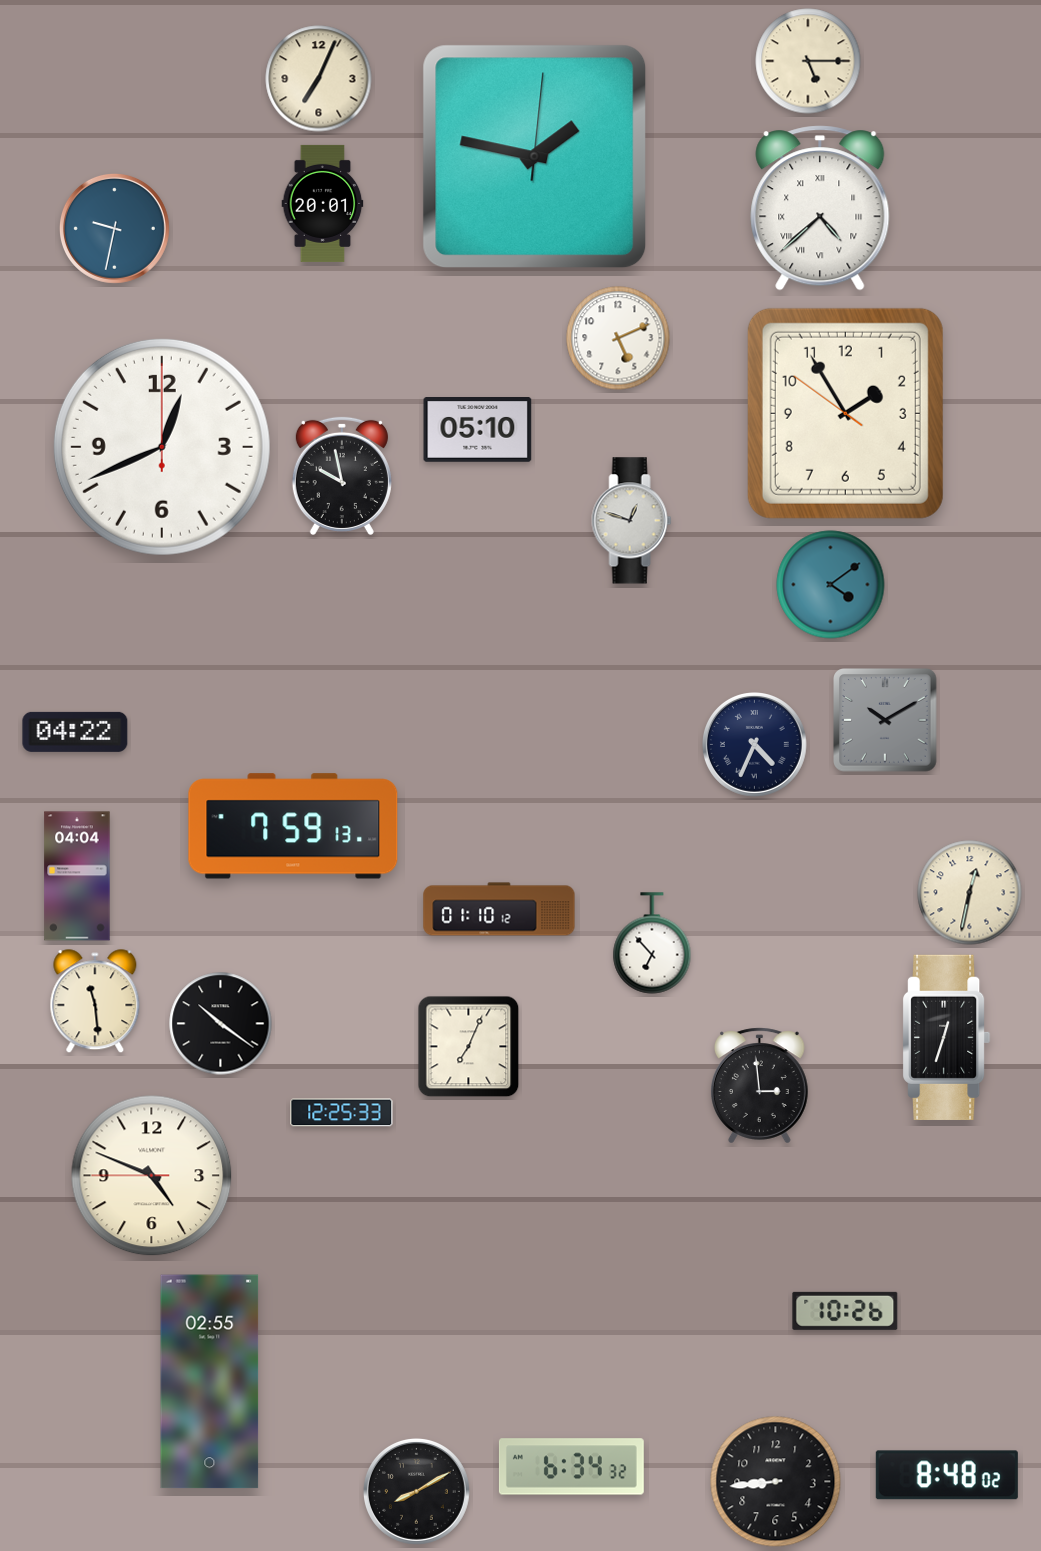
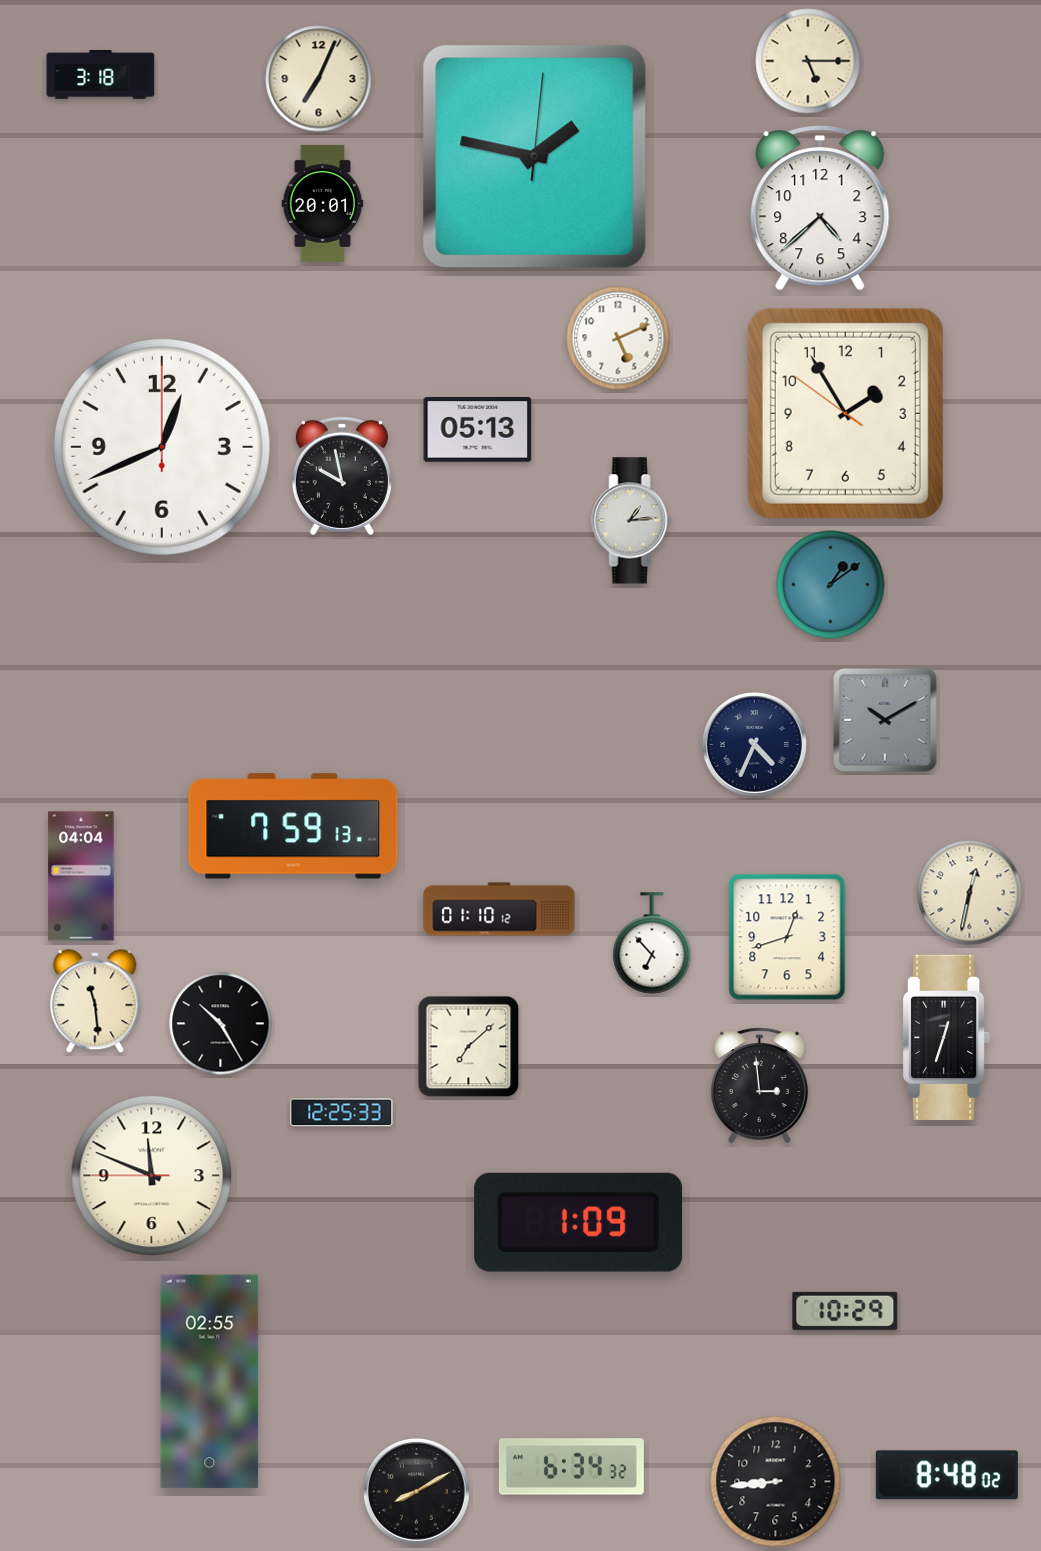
clock at (101, 75): none -> 3:18
clock at (820, 208) numerals: Roman -> Arabic
clock at (114, 228): 9:32 -> none
clock at (478, 430): 05:10 -> 05:13
clock at (632, 521): 12:48 -> 1:14
clock at (831, 585): 4:09 -> 1:09
clock at (75, 732): 04:22 -> none
clock at (77, 876) position: (77, 876) -> (81, 876)
clock at (787, 937): none -> 12:42
clock at (221, 1024): 10:21 -> 10:25
clock at (469, 1047): 7:04 -> 7:08
clock at (152, 1176): 4:48 -> 11:48
clock at (579, 1222): none -> 1:09
clock at (845, 1311): 10:26 -> 10:29
